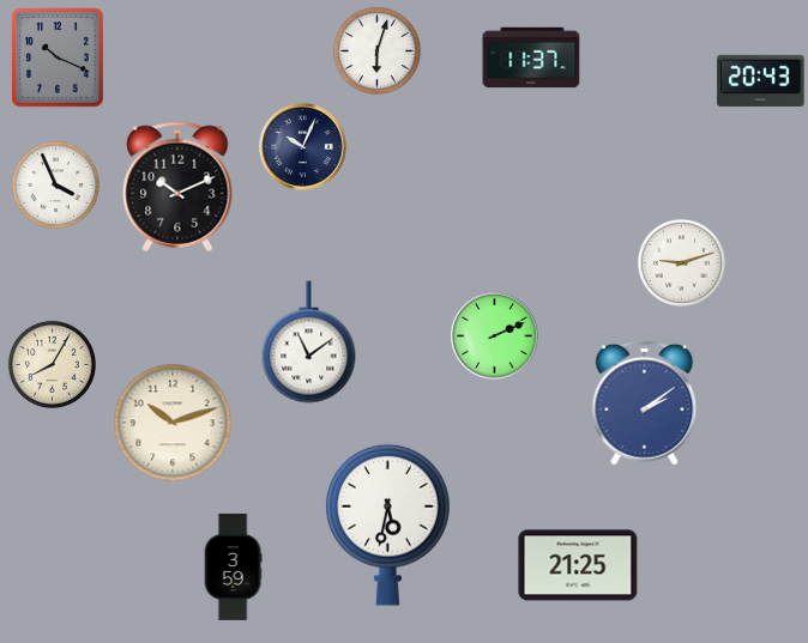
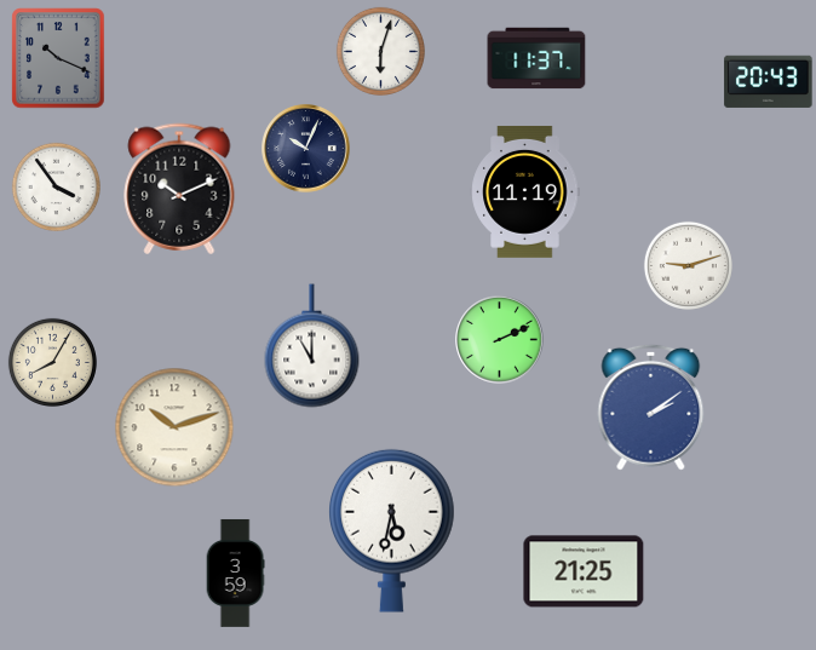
clock at (55, 184): 3:56 -> 3:54
clock at (525, 191): none -> 11:19
clock at (309, 342): 11:09 -> 11:00
clock at (52, 364) position: (52, 364) -> (52, 362)
